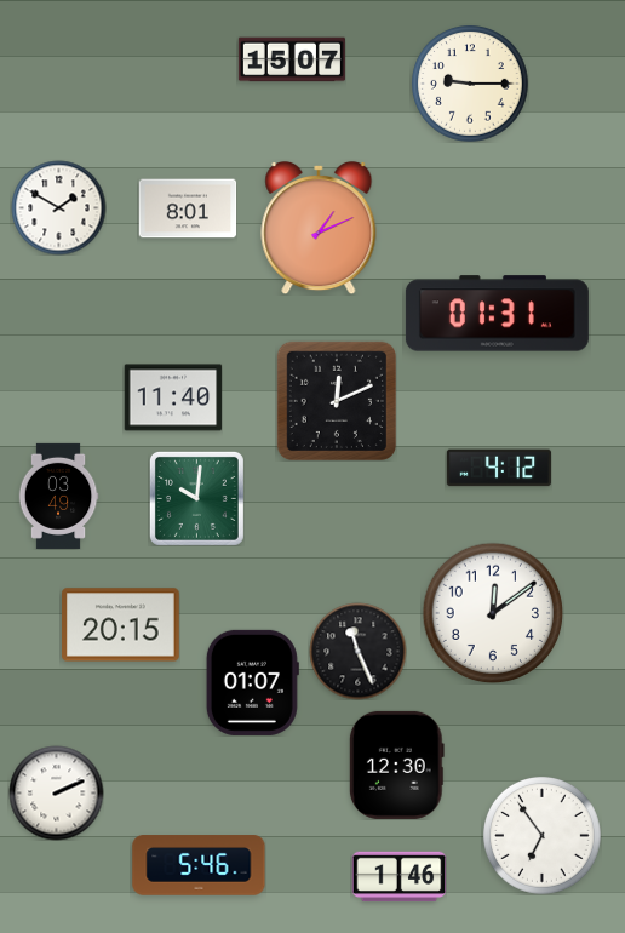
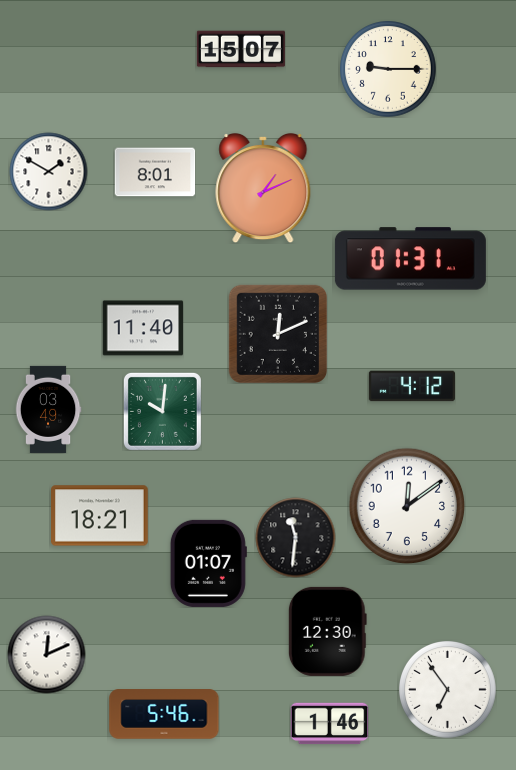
clock at (336, 400) position: (336, 400) -> (277, 333)
clock at (121, 625): 20:15 -> 18:21
clock at (357, 651): 11:26 -> 11:31
clock at (56, 792): 2:11 -> 12:11
